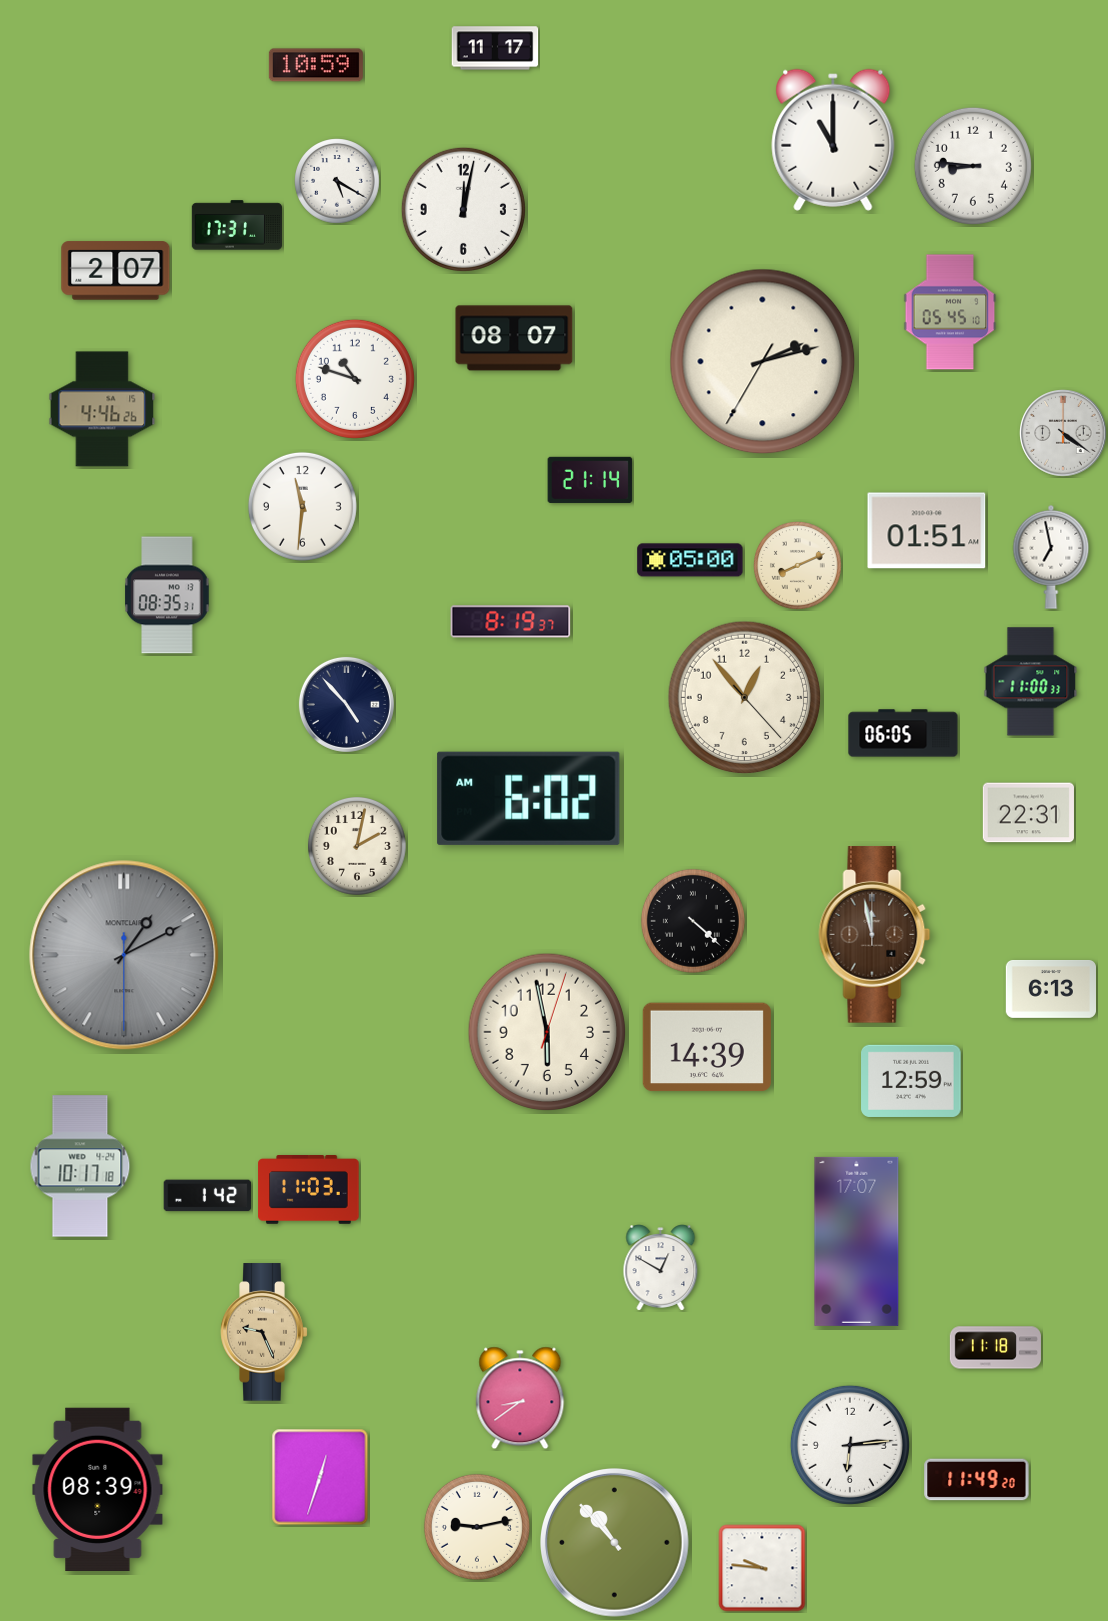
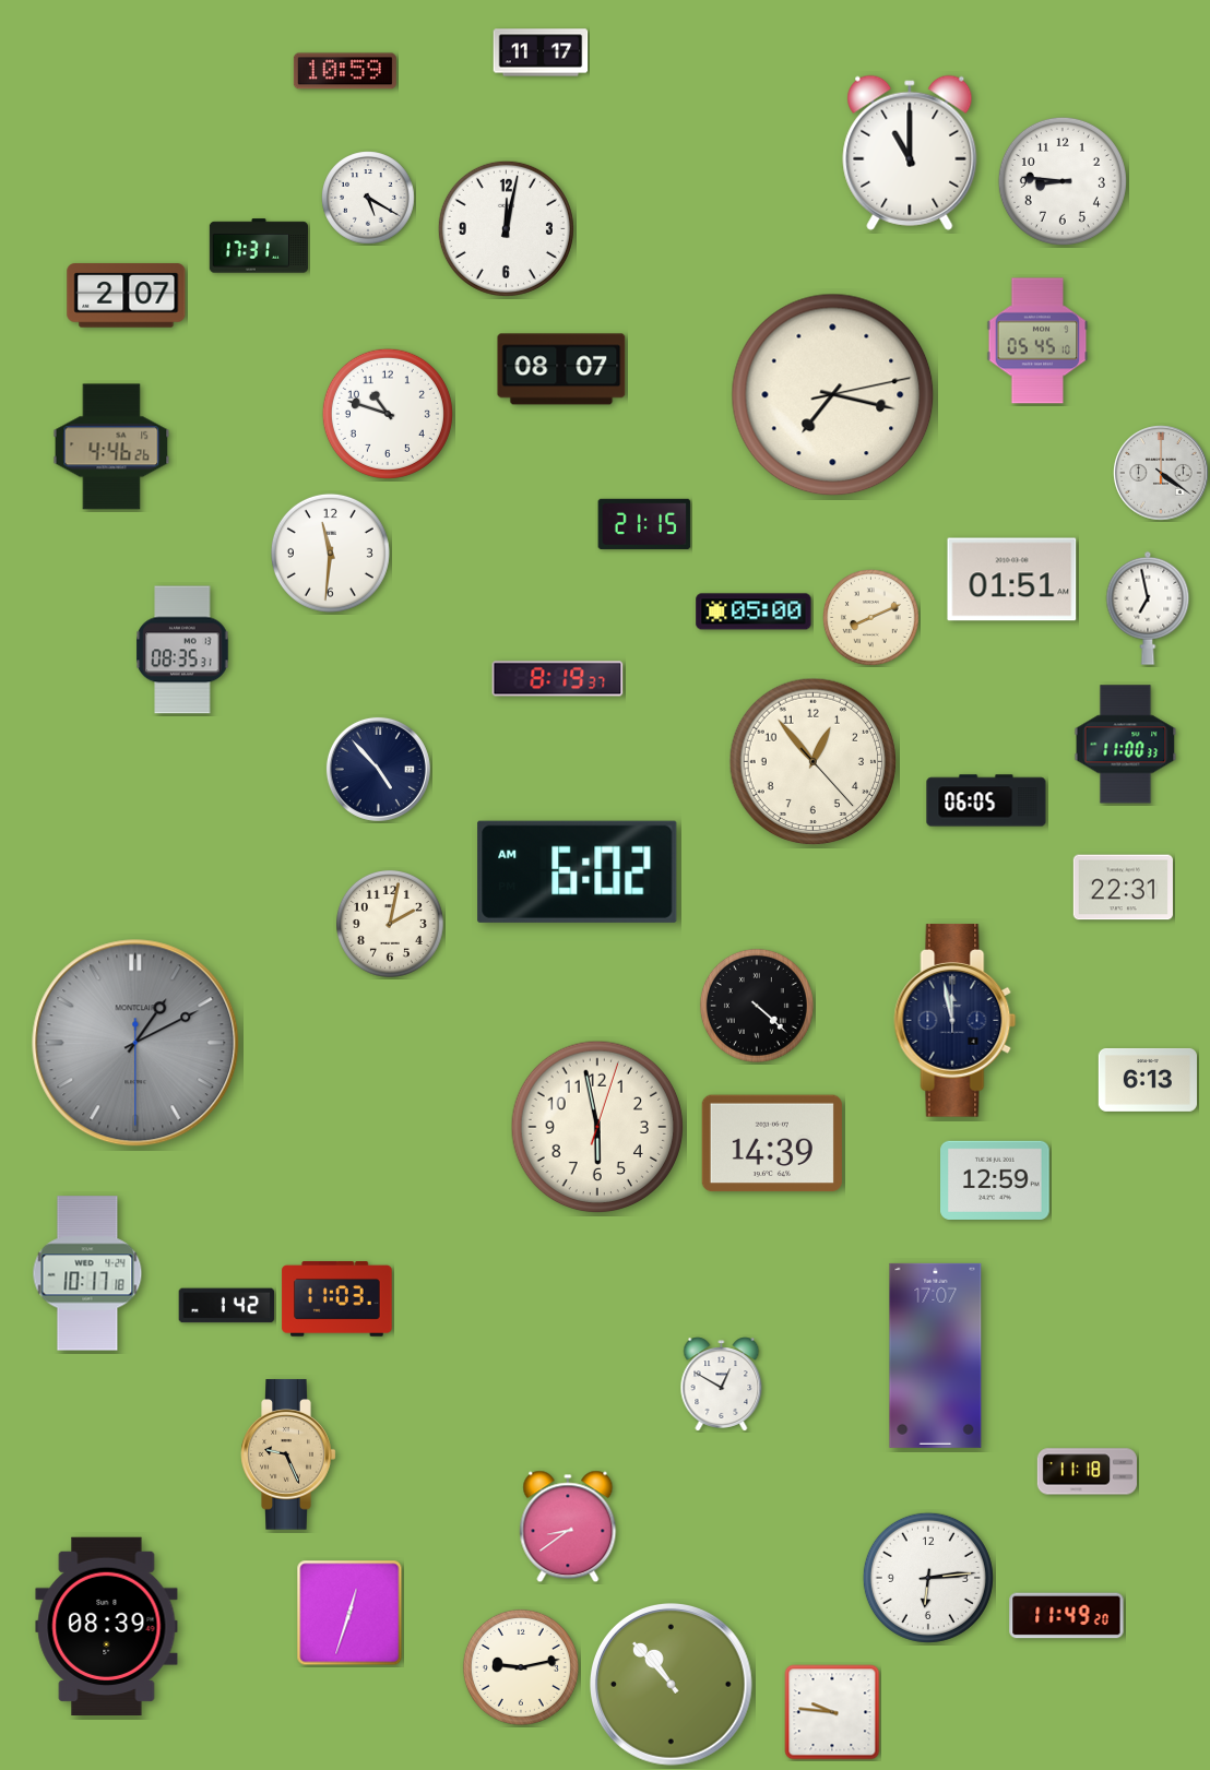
clock at (763, 362): 2:12 -> 7:17
clock at (590, 480): 21:14 -> 21:15
clock at (875, 935) dial: brown -> navy
